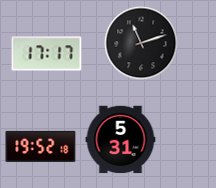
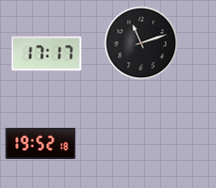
clock at (121, 140): 5:31 -> none
clock at (41, 146) position: (41, 146) -> (41, 143)
